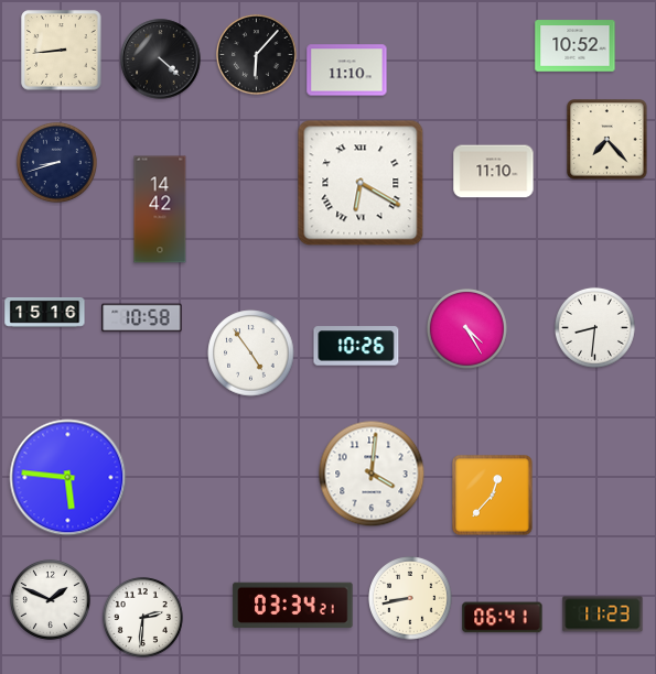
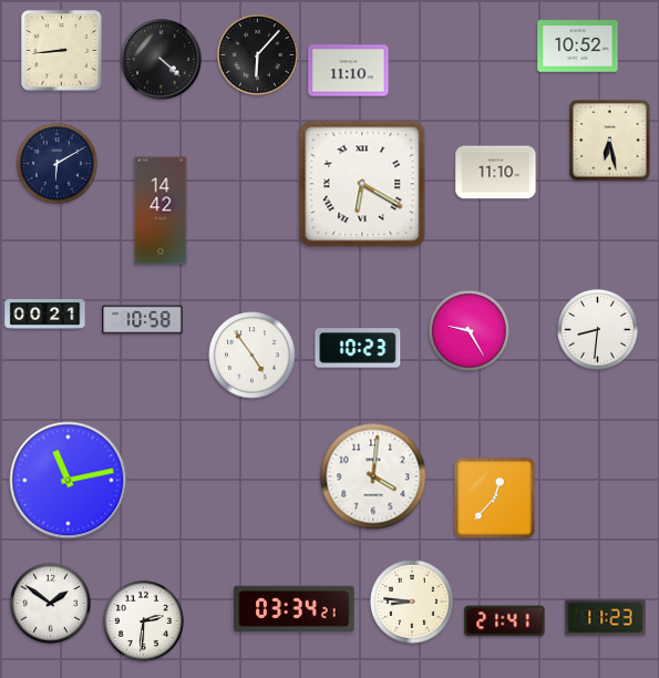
clock at (607, 140): 7:23 -> 6:28
clock at (56, 162): 8:42 -> 6:10
clock at (45, 313): 15:16 -> 00:21
clock at (466, 328): 4:25 -> 9:25
clock at (356, 346): 10:26 -> 10:23
clock at (68, 478): 5:46 -> 11:13
clock at (410, 598): 8:43 -> 8:46
clock at (50, 599): 1:49 -> 1:51
clock at (503, 618): 06:41 -> 21:41
